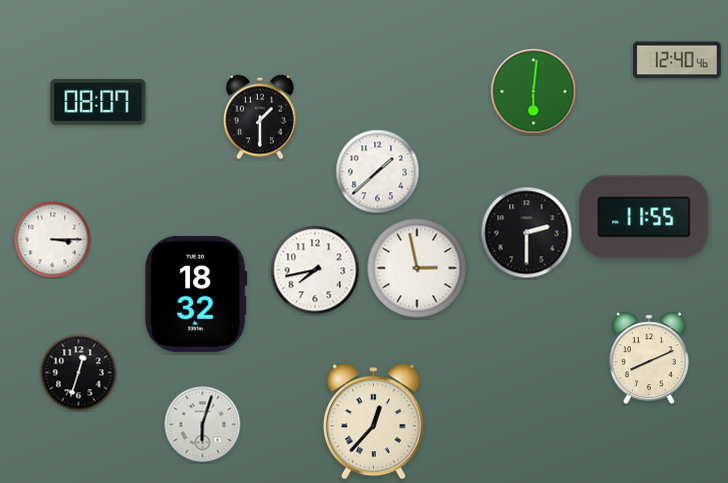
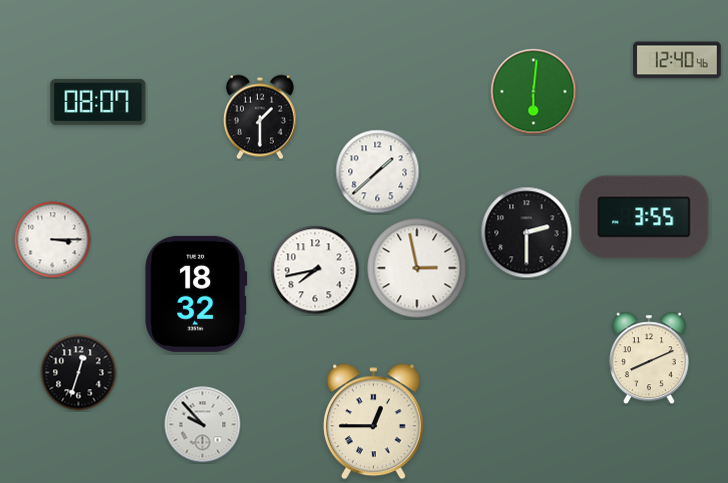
clock at (644, 217): 11:55 -> 3:55
clock at (374, 422): 12:37 -> 12:45
clock at (203, 425): 6:03 -> 9:53
